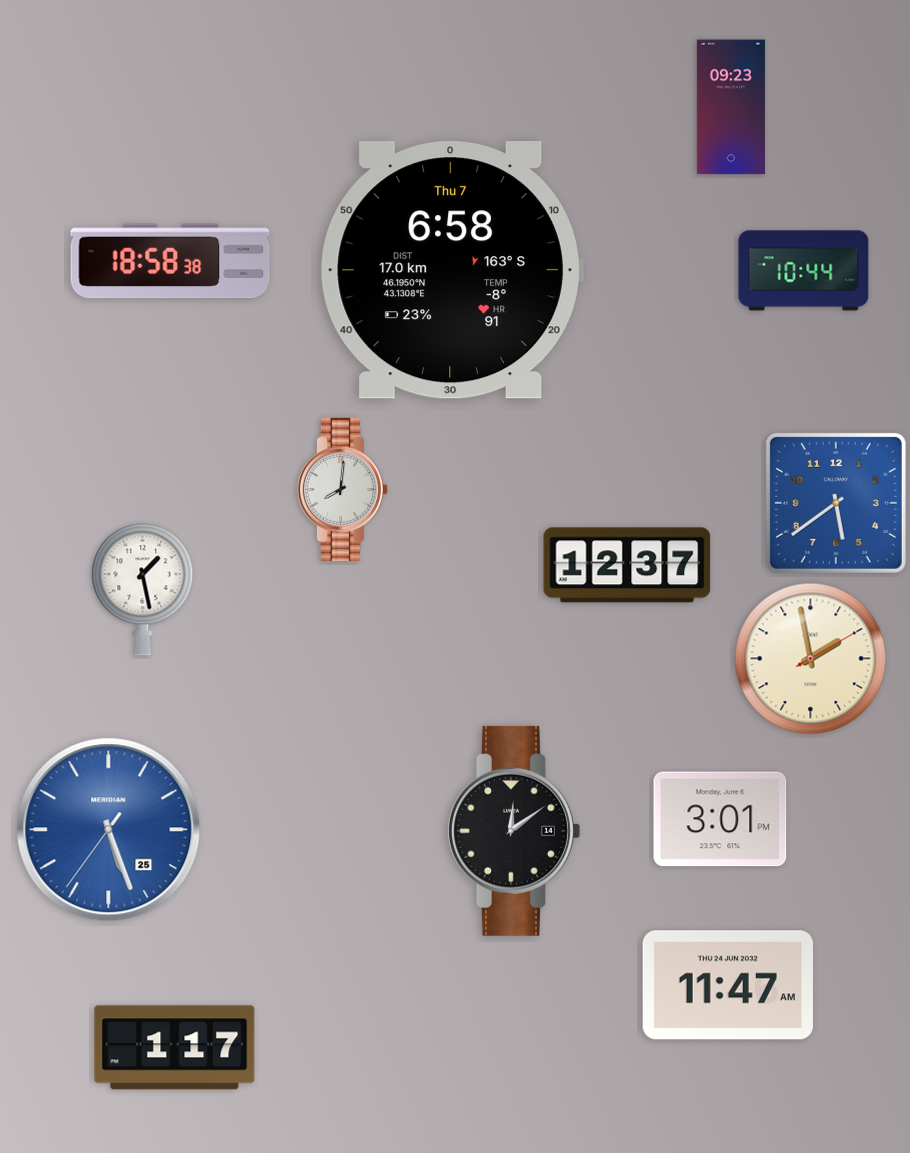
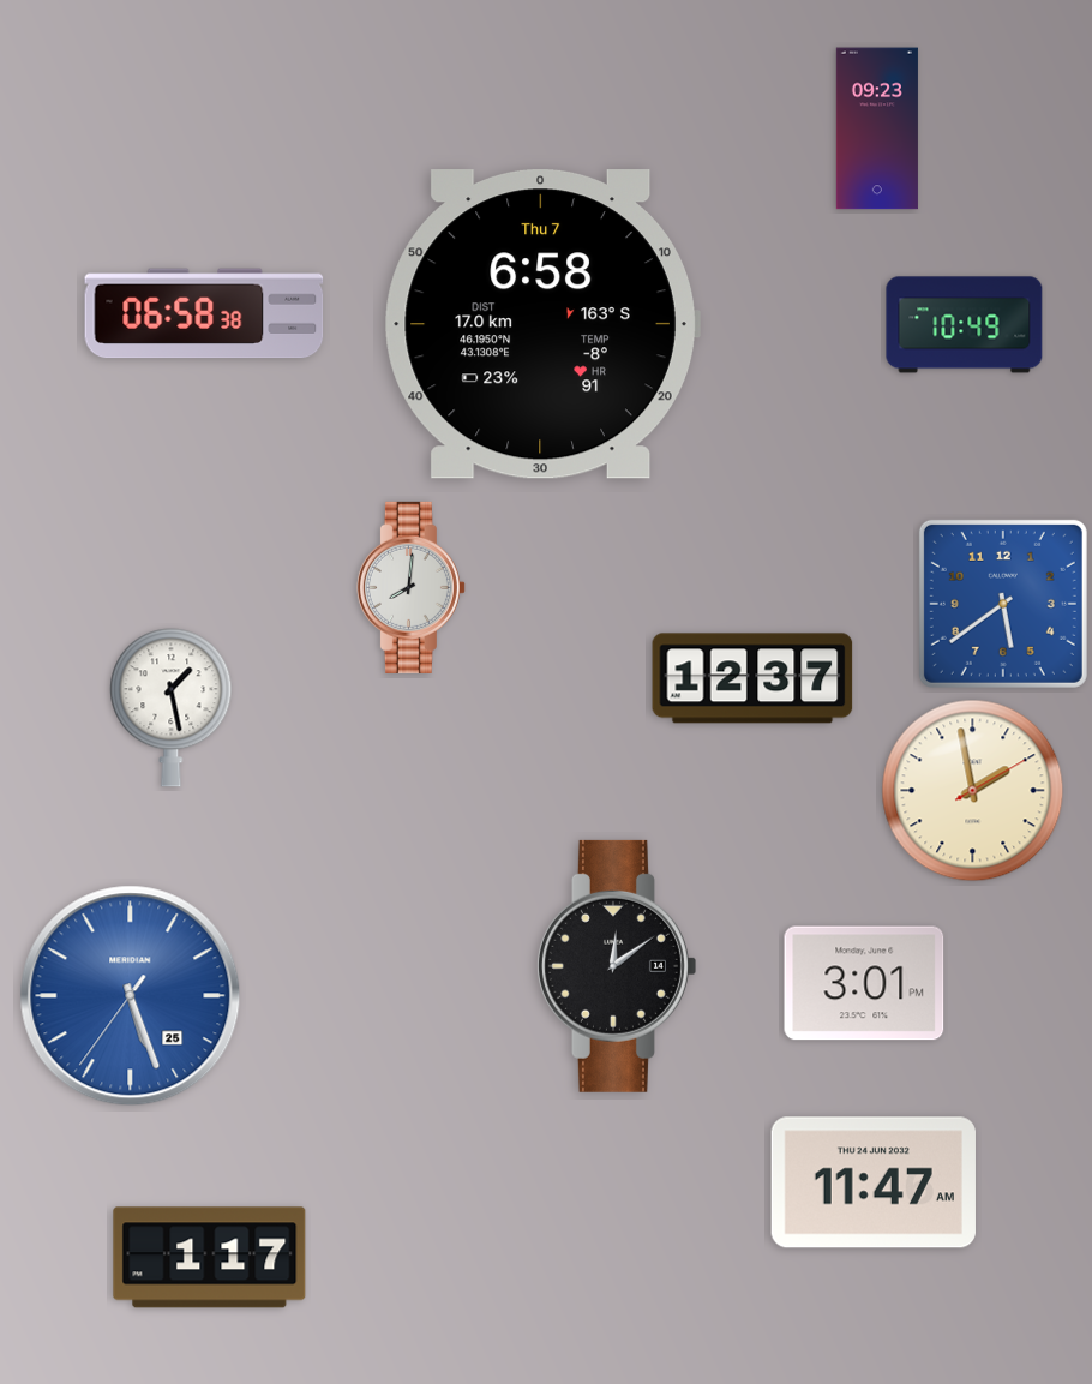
clock at (170, 261): 18:58 -> 06:58
clock at (804, 271): 10:44 -> 10:49
clock at (513, 831) position: (513, 831) -> (616, 966)
